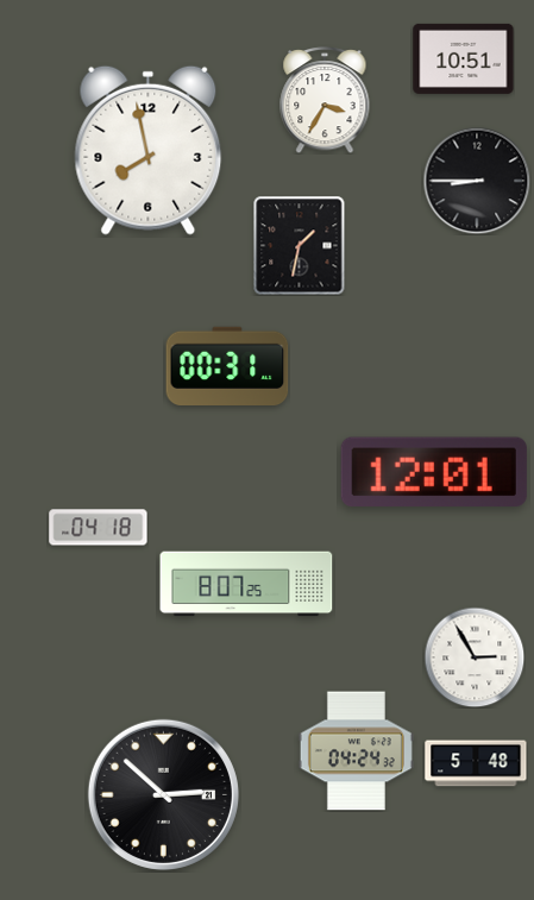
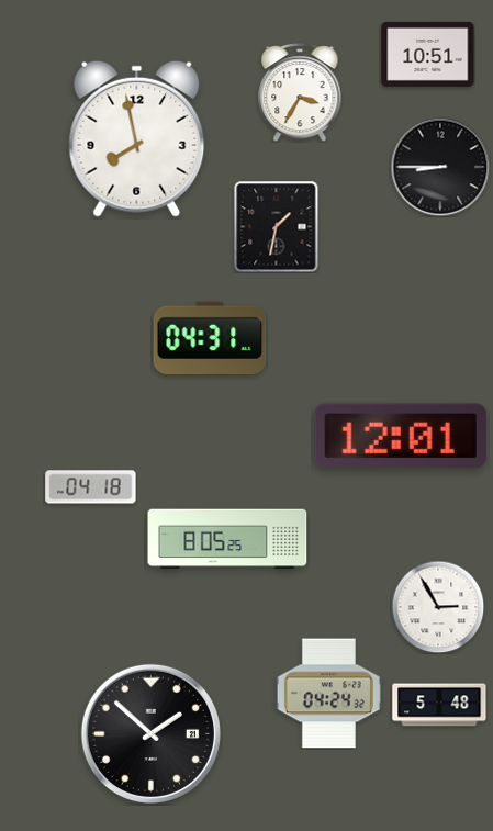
clock at (227, 365): 00:31 -> 04:31
clock at (246, 584): 8:07 -> 8:05
clock at (163, 794): 2:52 -> 1:52
